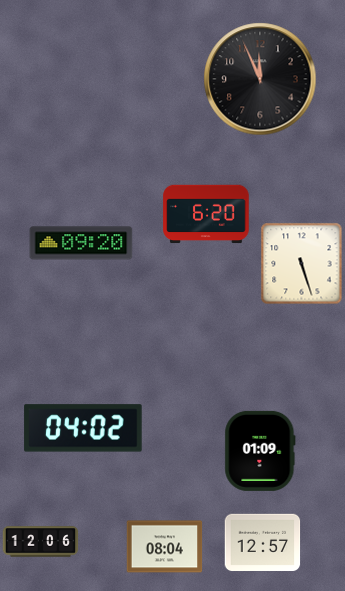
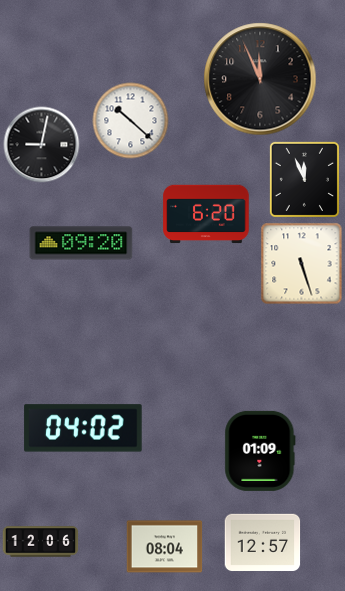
clock at (131, 121): none -> 10:22
clock at (42, 145): none -> 9:02
clock at (304, 179): none -> 11:56
